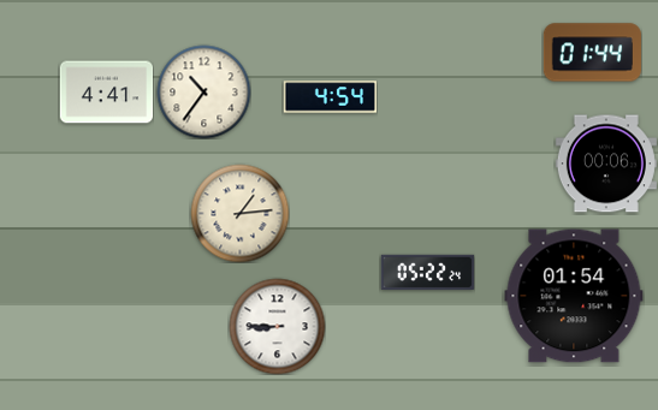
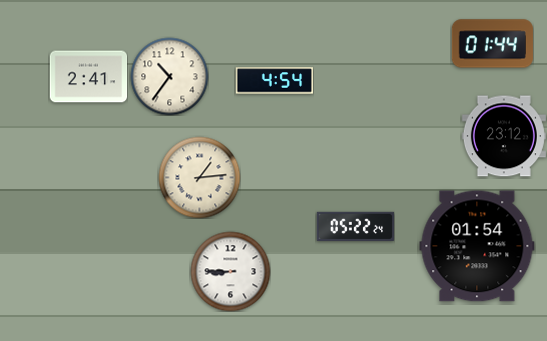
clock at (106, 93): 4:41 -> 2:41
clock at (606, 164): 00:06 -> 23:12
